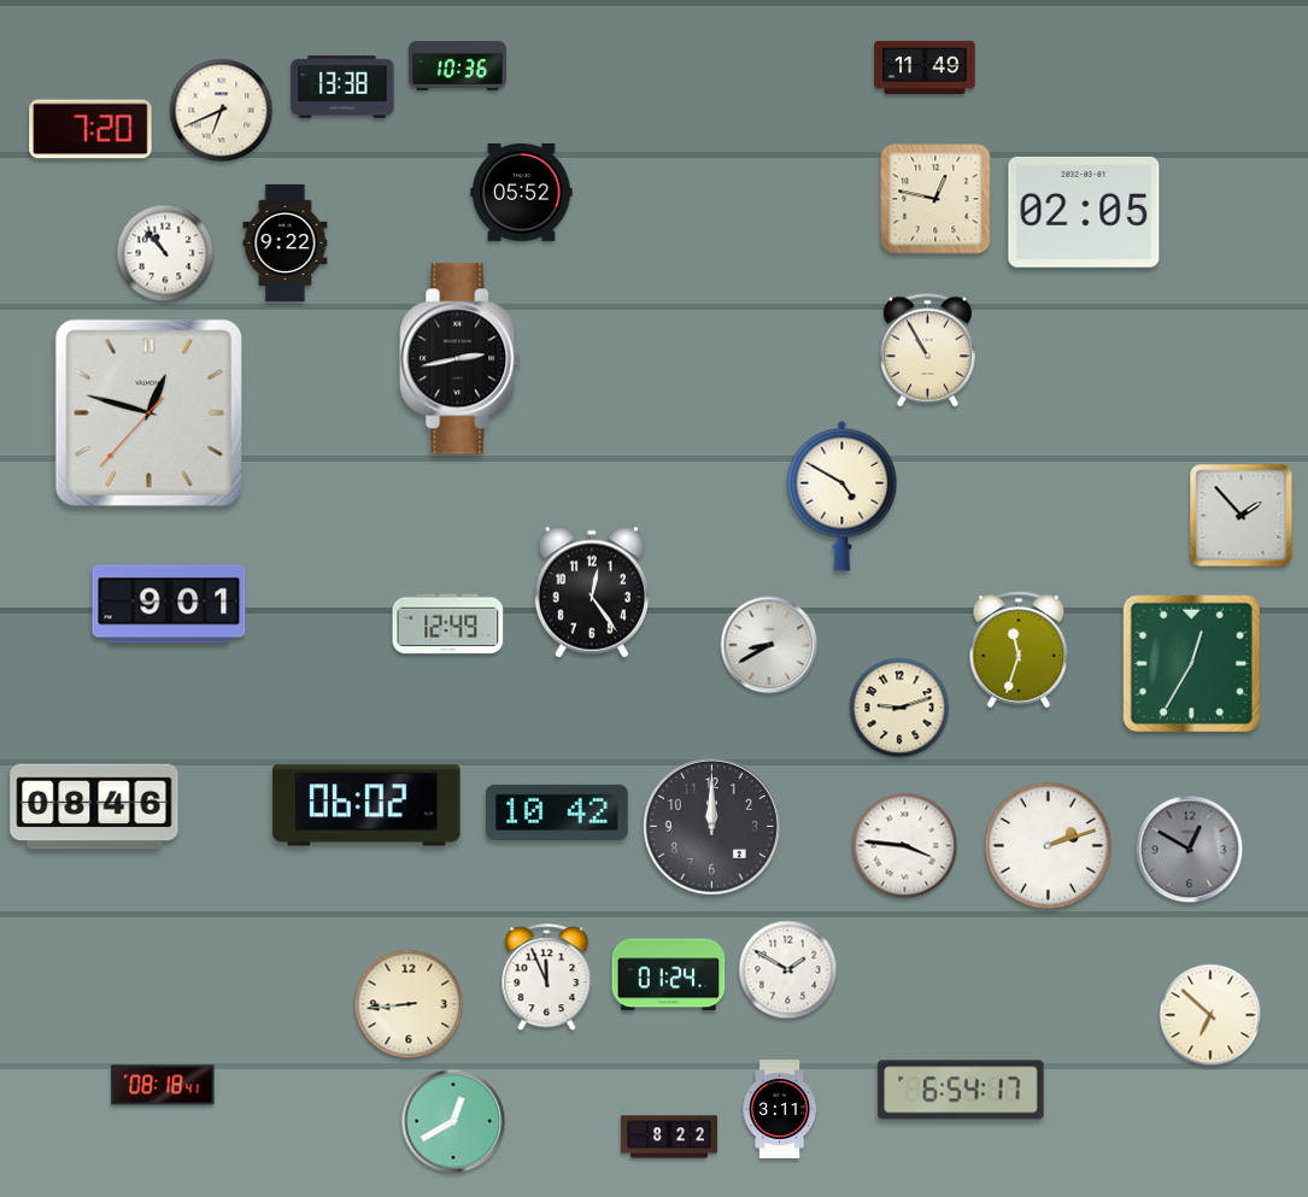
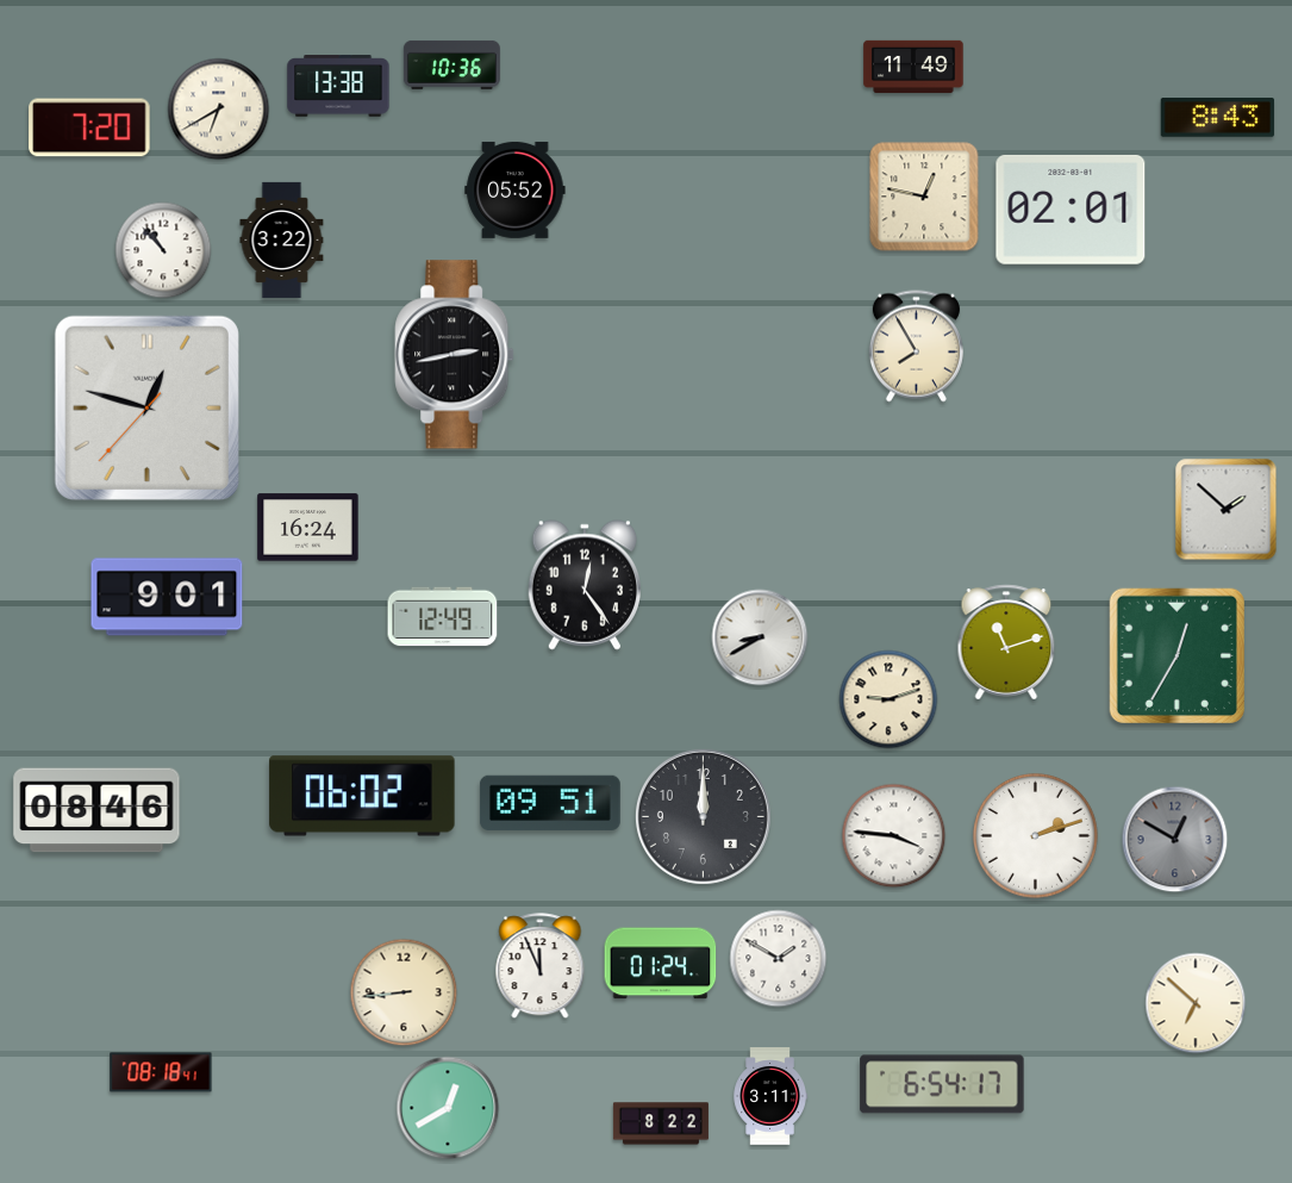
clock at (222, 111): 6:41 -> 6:40
clock at (1218, 118): none -> 8:43
clock at (1084, 212): 02:05 -> 02:01
clock at (286, 242): 9:22 -> 3:22
clock at (927, 351): 10:55 -> 7:55
clock at (843, 495): 4:50 -> none
clock at (1242, 516): 1:53 -> 1:52
clock at (308, 528): none -> 16:24
clock at (1019, 650): 11:33 -> 11:12
clock at (94, 806) position: (94, 806) -> (96, 810)
clock at (557, 812): 10:42 -> 09:51
clock at (961, 1090) position: (961, 1090) -> (942, 1084)
